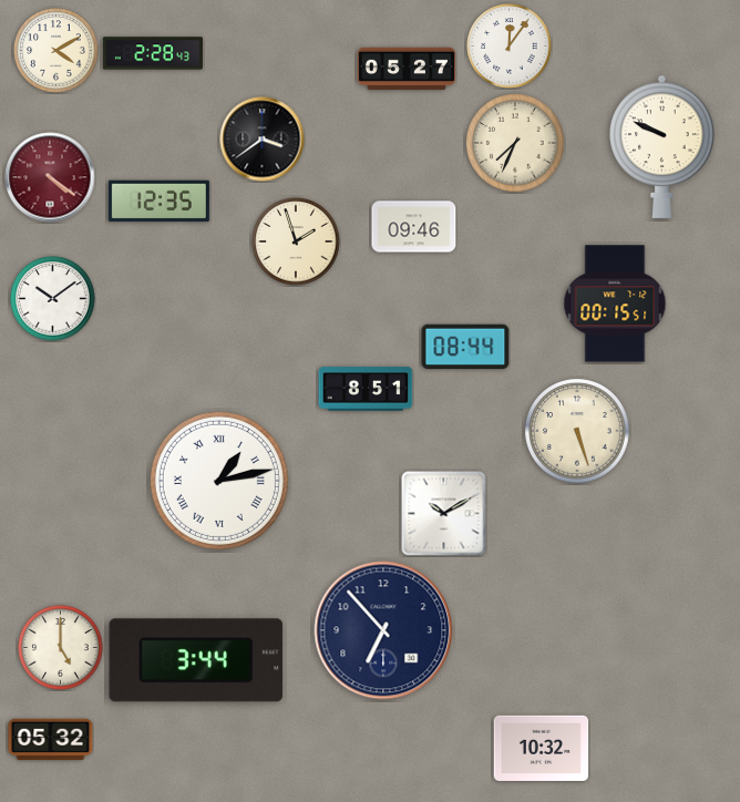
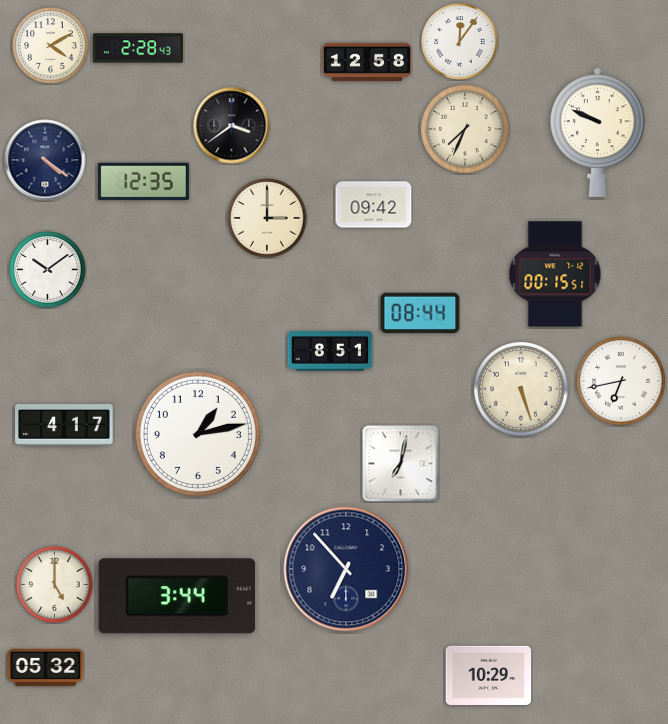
clock at (407, 69): 05:27 -> 12:58
clock at (263, 140) position: (263, 140) -> (232, 126)
clock at (50, 177) dial: burgundy -> navy
clock at (414, 227): 09:46 -> 09:42
clock at (296, 241): 1:57 -> 3:00
clock at (621, 381): none -> 6:43
clock at (64, 425): none -> 4:17
clock at (219, 481) numerals: Roman -> Arabic
clock at (444, 514): 10:10 -> 7:02
clock at (542, 748): 10:32 -> 10:29
